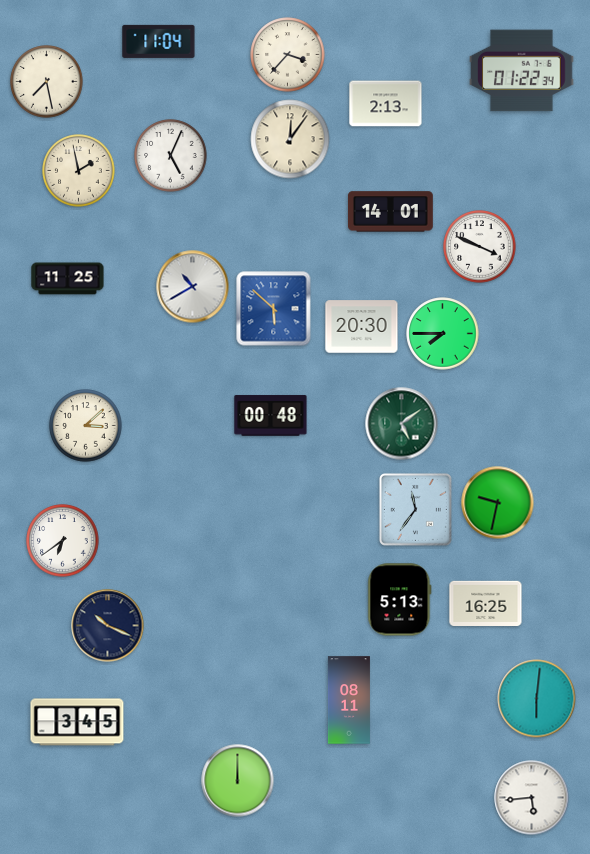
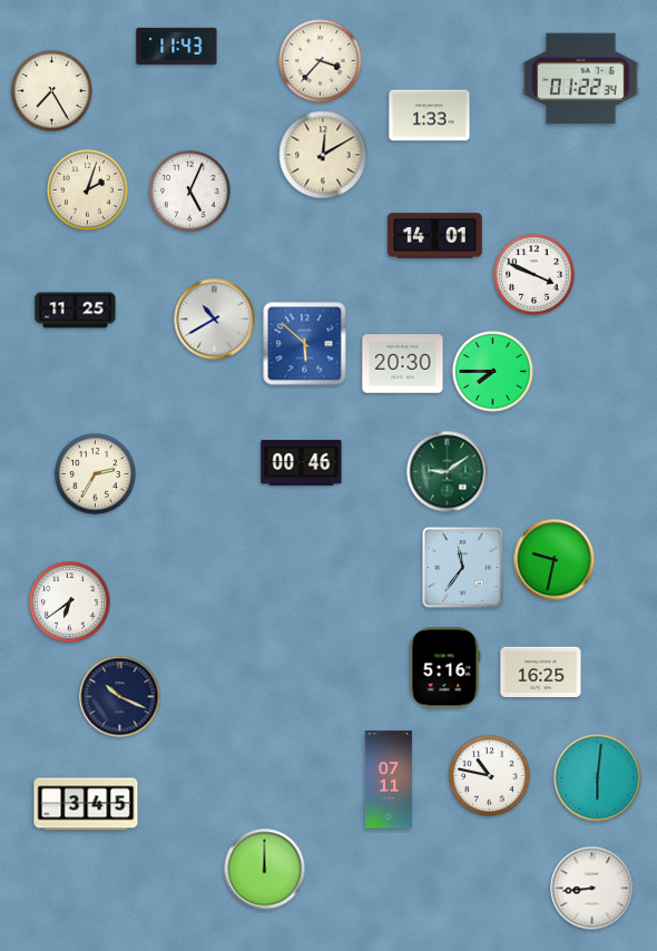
clock at (159, 41): 11:04 -> 11:43
clock at (47, 82): 7:28 -> 7:25
clock at (386, 104): 2:13 -> 1:33
clock at (290, 139): 12:06 -> 12:10
clock at (171, 156) position: (171, 156) -> (190, 192)
clock at (79, 171): 1:58 -> 2:03
clock at (271, 416): 00:48 -> 00:46
clock at (402, 424): 5:09 -> 9:09
clock at (86, 426): 3:08 -> 2:35
clock at (400, 600): 5:13 -> 5:16
clock at (490, 776): none -> 10:47
clock at (349, 700): 08:11 -> 07:11
clock at (532, 798): 5:44 -> 8:44
